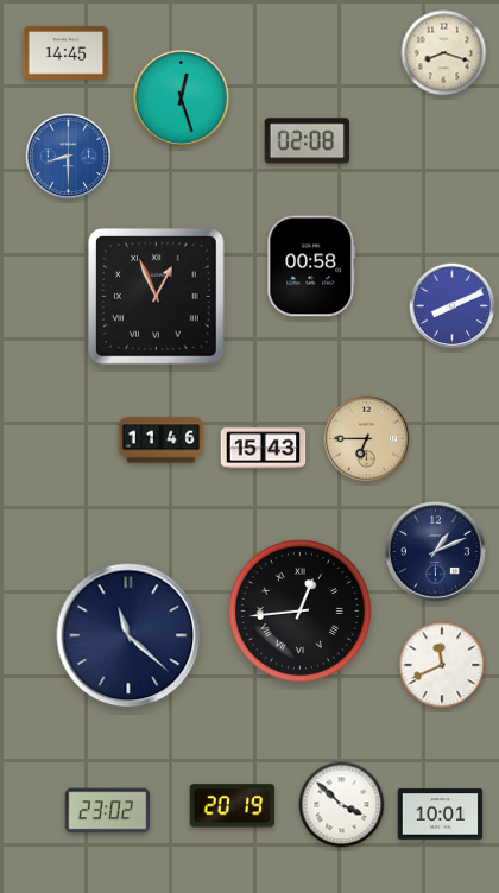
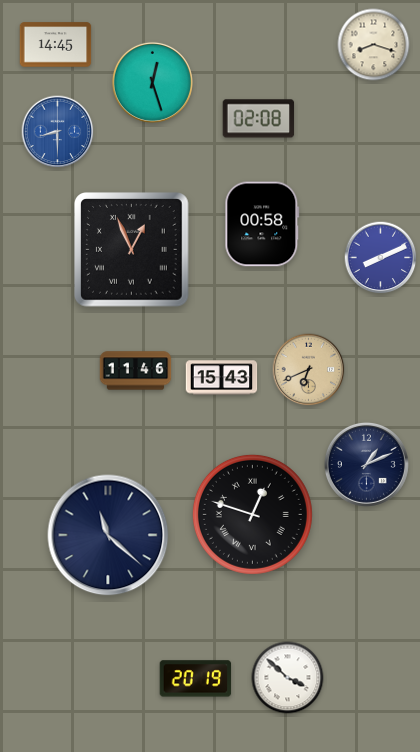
clock at (367, 439): 6:45 -> 6:41
clock at (299, 610): 12:44 -> 12:48
clock at (442, 665): 11:41 -> none
clock at (108, 811): 23:02 -> none
clock at (441, 815): 10:01 -> none
